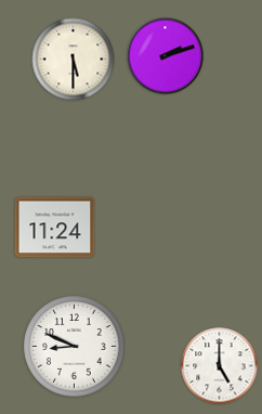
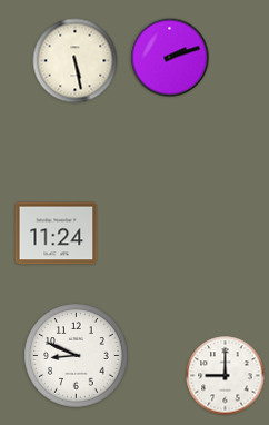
clock at (74, 60): 5:30 -> 5:28
clock at (220, 366): 5:00 -> 9:00
